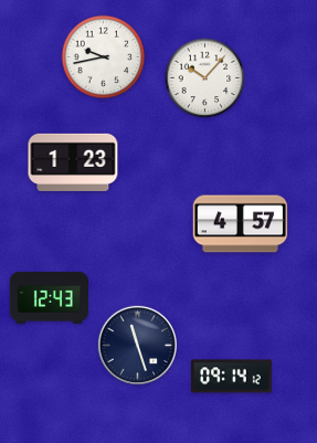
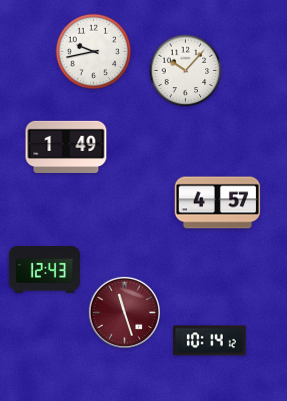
clock at (73, 161): 1:23 -> 1:49
clock at (137, 345) dial: navy -> burgundy
clock at (231, 377): 09:14 -> 10:14
